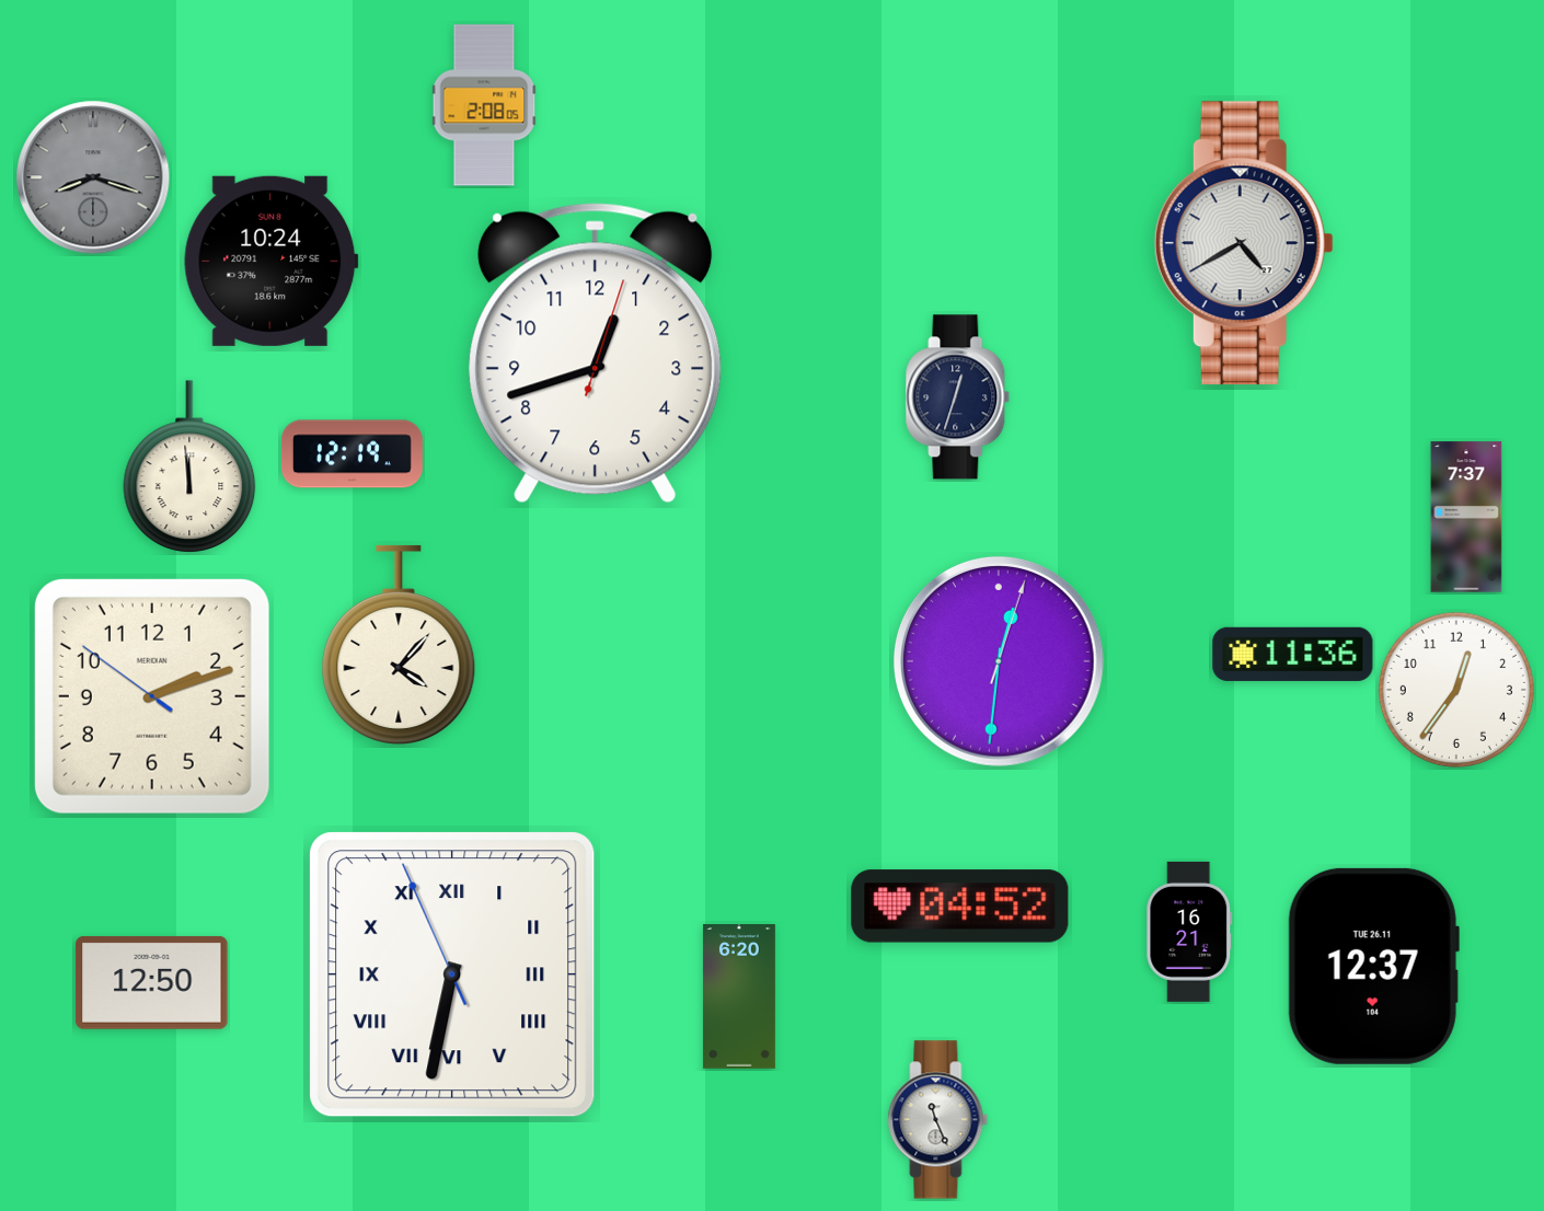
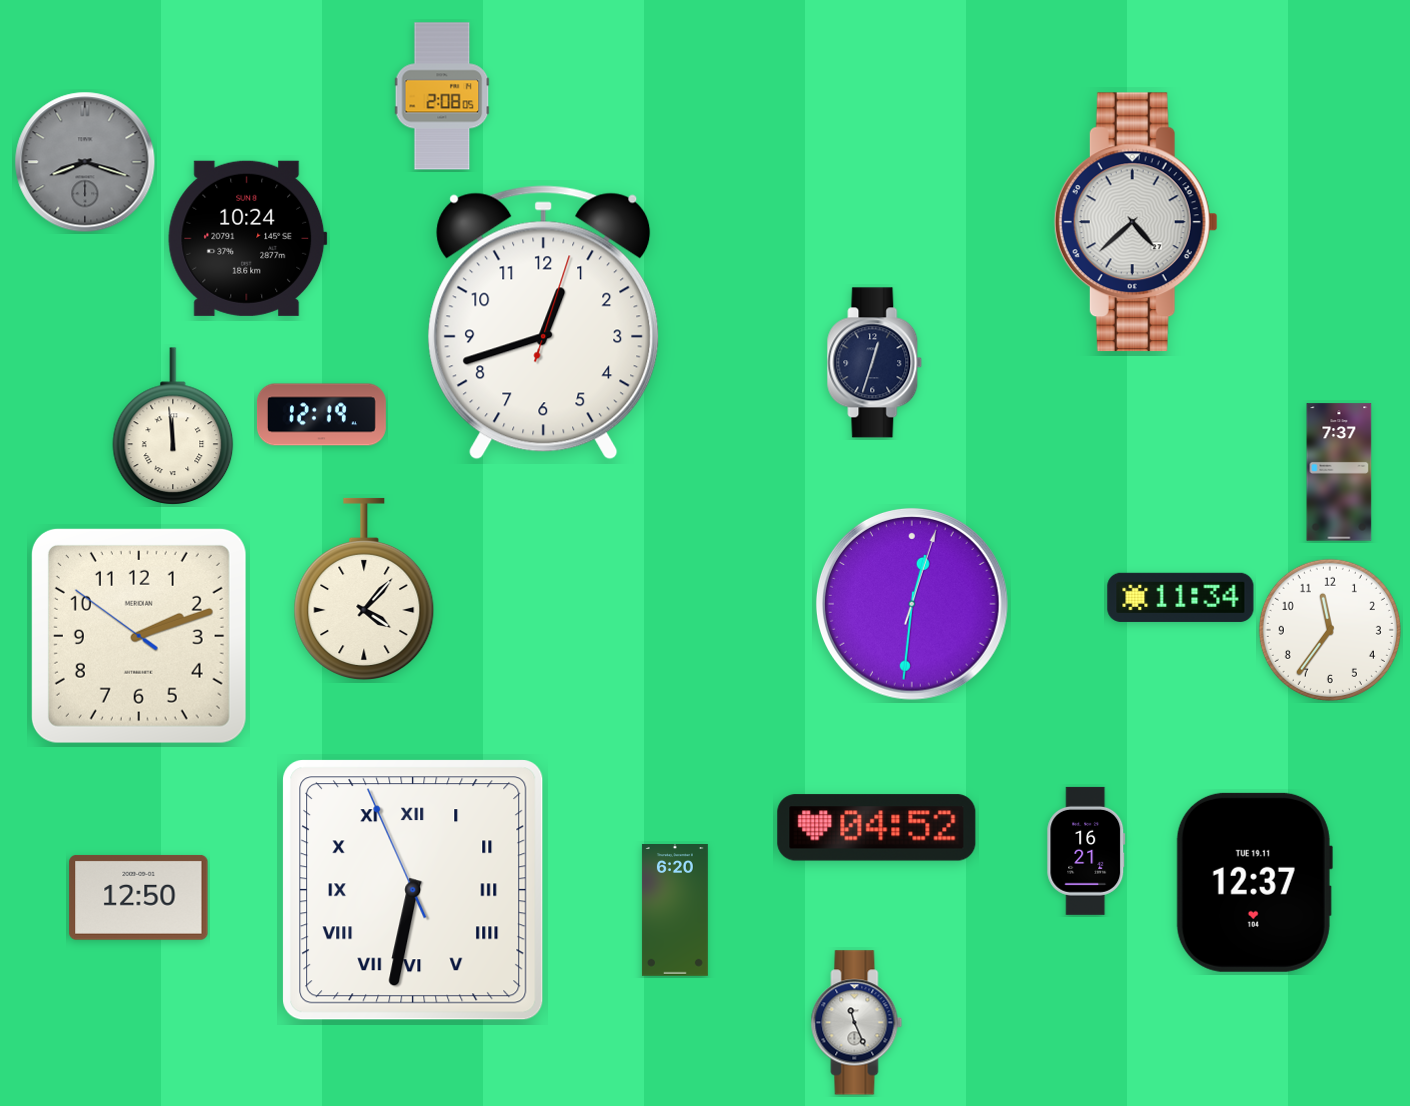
clock at (1244, 243): 4:40 -> 4:38
clock at (1293, 654): 11:36 -> 11:34
clock at (1456, 690): 12:36 -> 11:36
clock at (1373, 966) date: TUE 26.11 -> TUE 19.11
